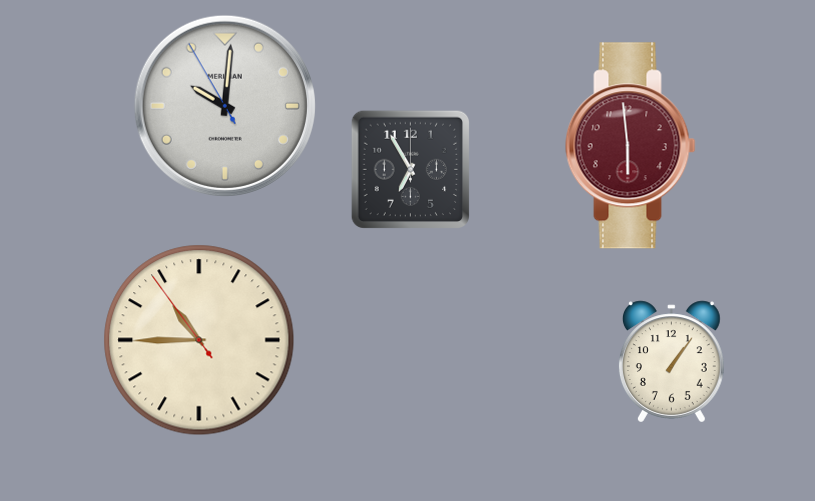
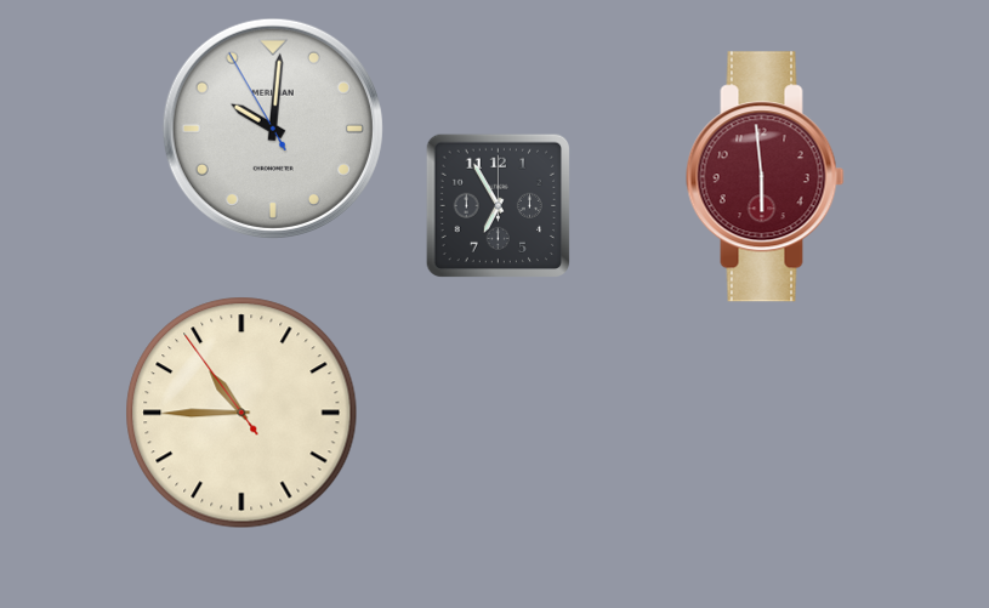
clock at (671, 362): 1:06 -> none
